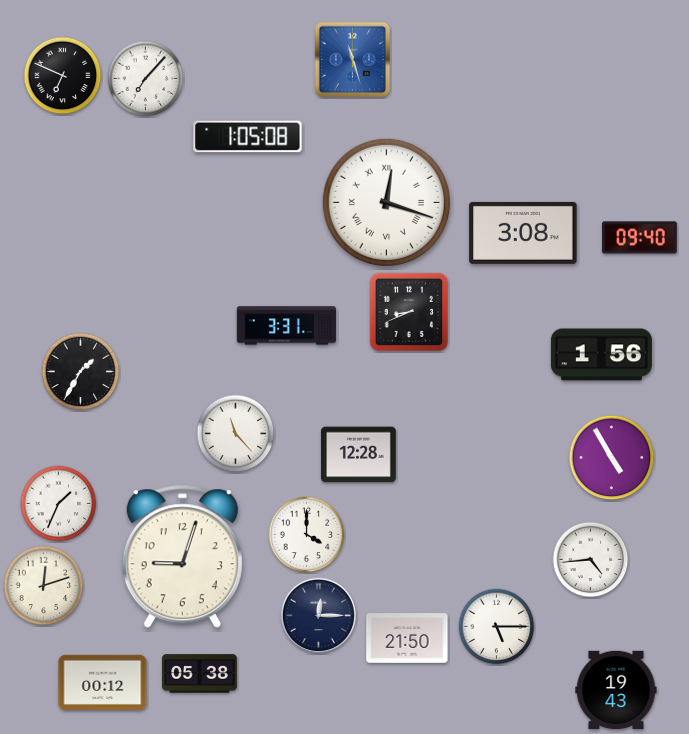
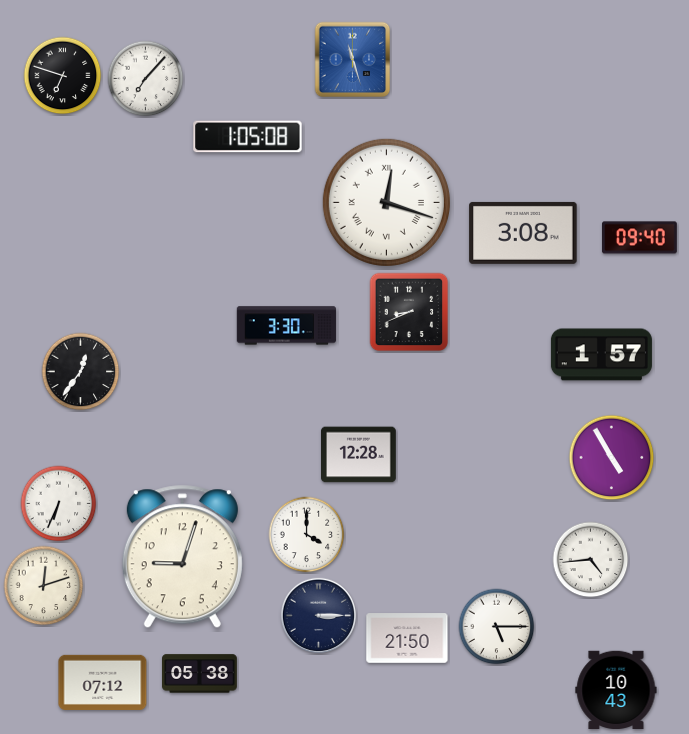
clock at (63, 76): 6:49 -> 6:48
clock at (286, 326): 3:31 -> 3:30
clock at (601, 355): 1:56 -> 1:57
clock at (81, 372): 1:35 -> 12:36
clock at (236, 434): 11:23 -> none
clock at (59, 504): 1:34 -> 6:34
clock at (318, 615): 12:15 -> 3:15
clock at (103, 682): 00:12 -> 07:12
clock at (616, 690): 19:43 -> 10:43
